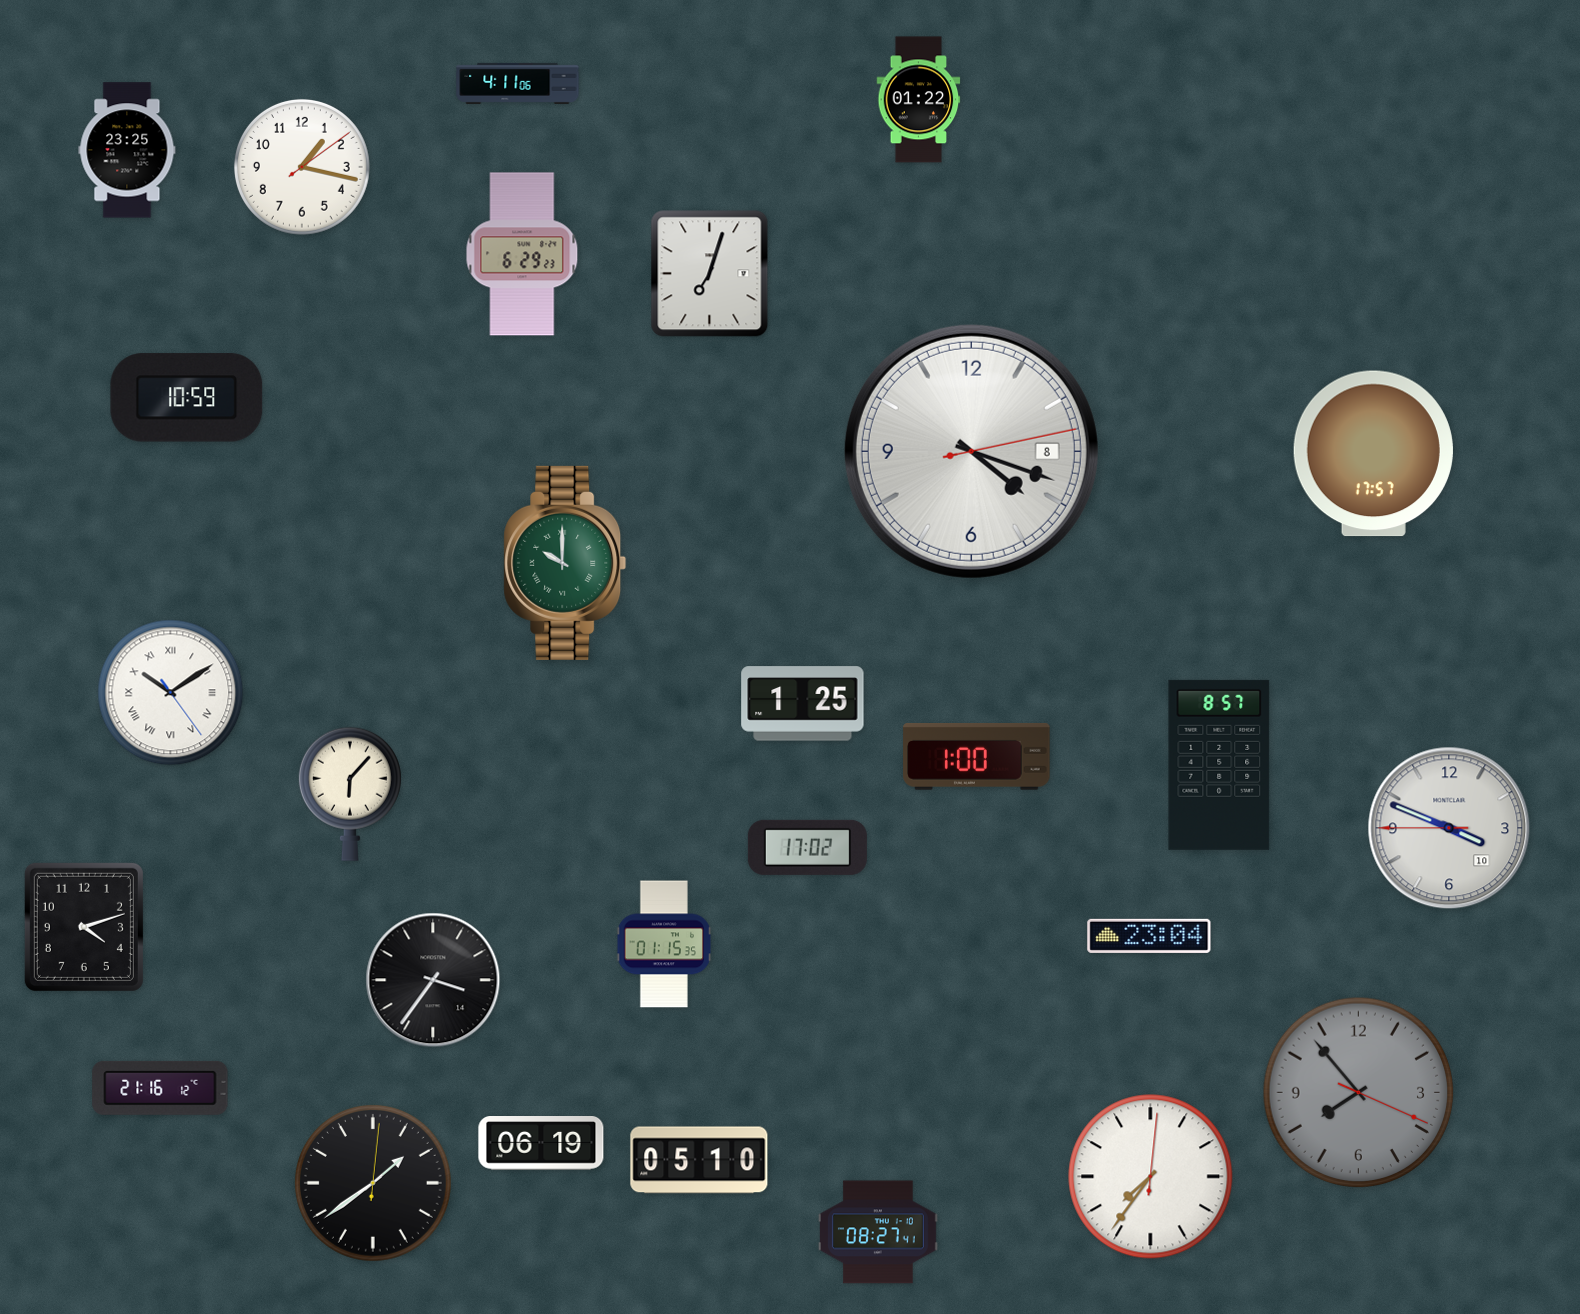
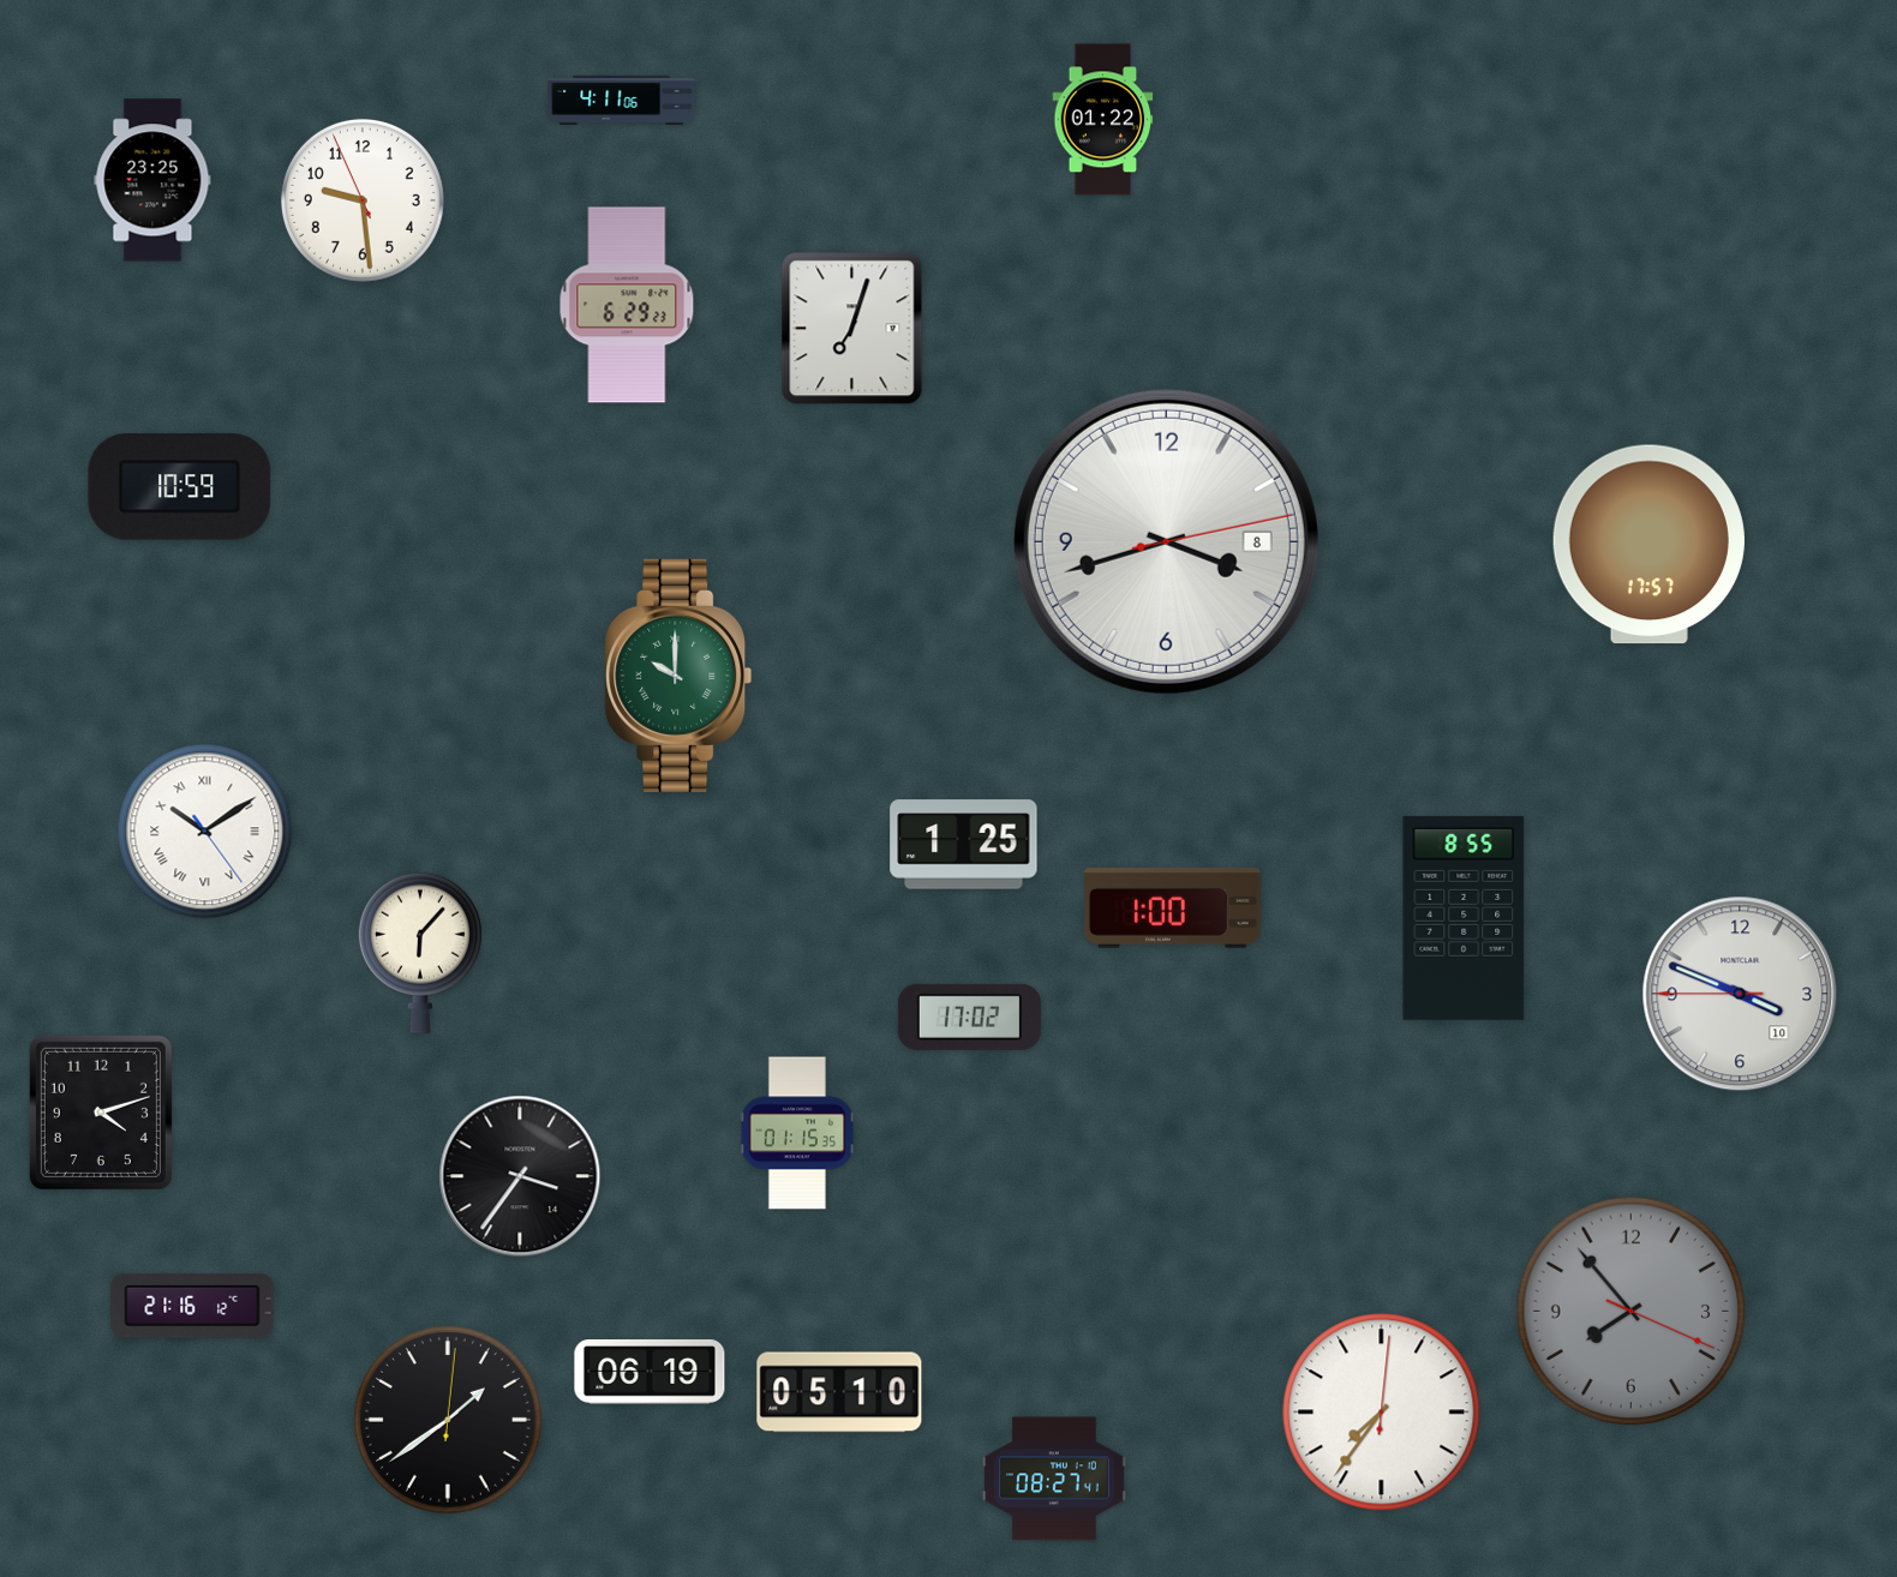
clock at (302, 167): 1:17 -> 9:28
clock at (187, 398) position: (187, 398) -> (180, 487)
clock at (971, 451): 4:18 -> 3:42
clock at (1219, 765): 8:57 -> 8:55
clock at (1149, 936): 23:04 -> none
